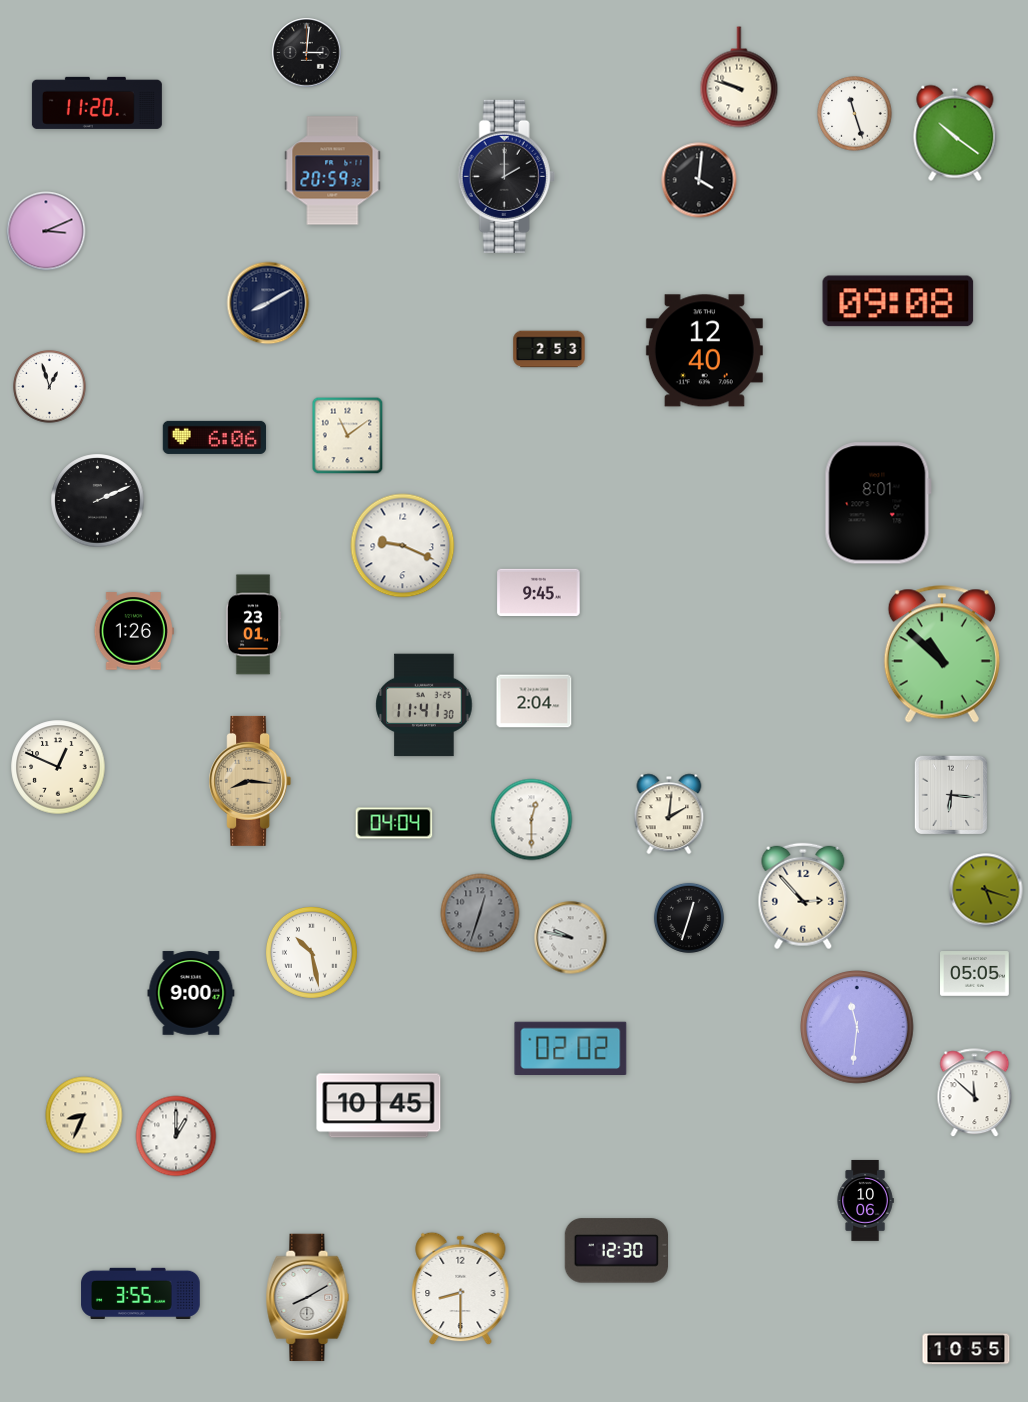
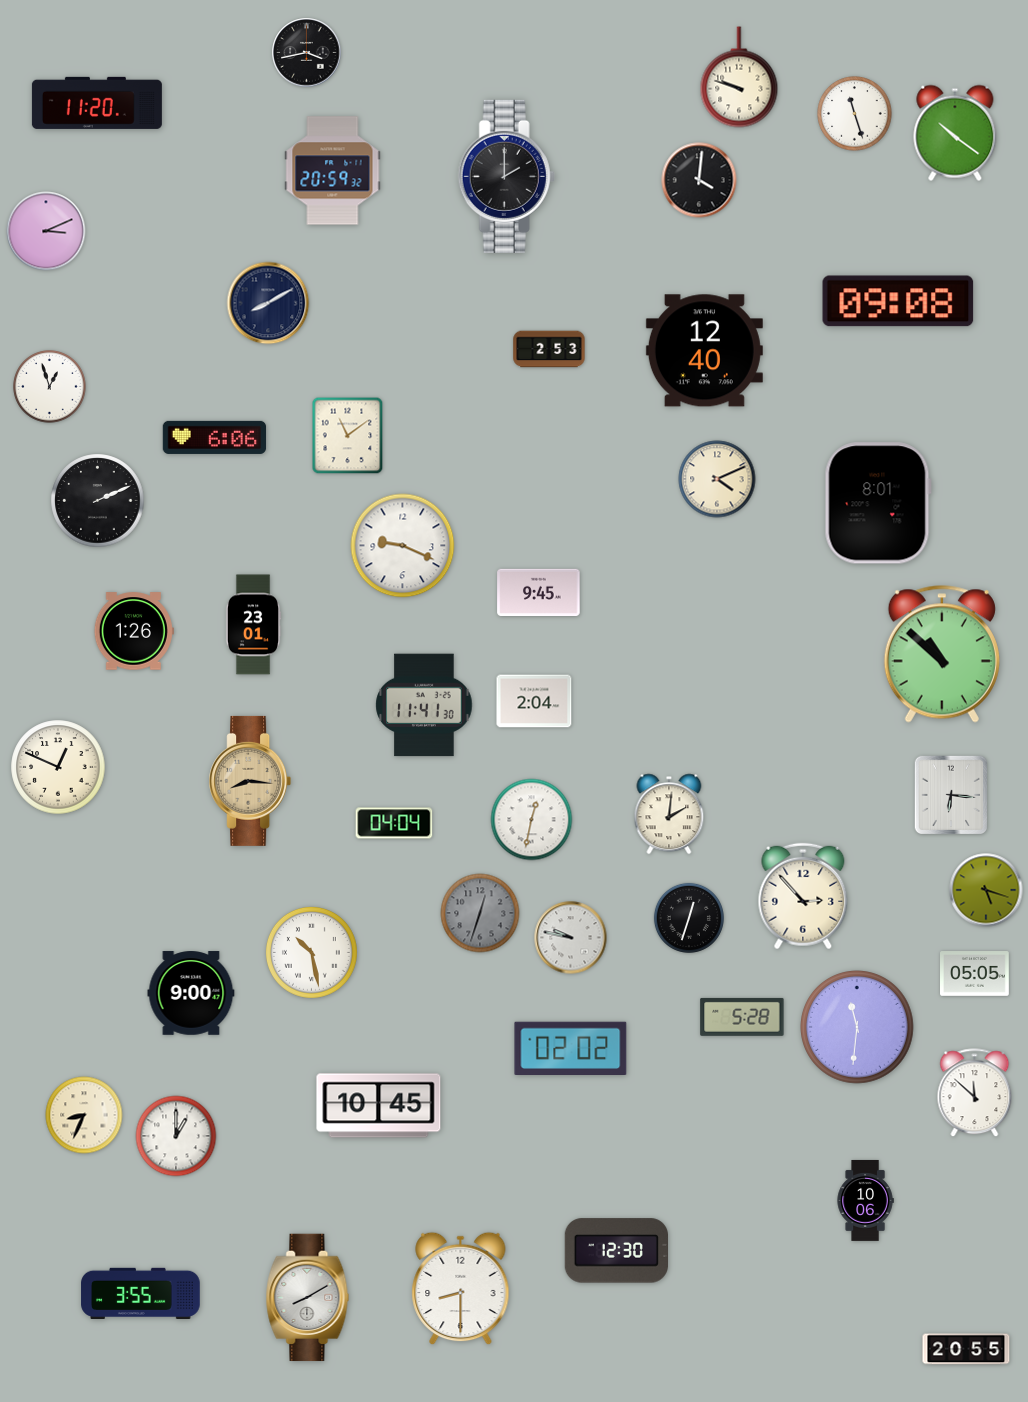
clock at (307, 53): 3:01 -> 3:43
clock at (717, 479): none -> 4:11
clock at (532, 820): 12:30 -> 12:32
clock at (742, 1017): none -> 5:28
clock at (966, 1349): 10:55 -> 20:55
